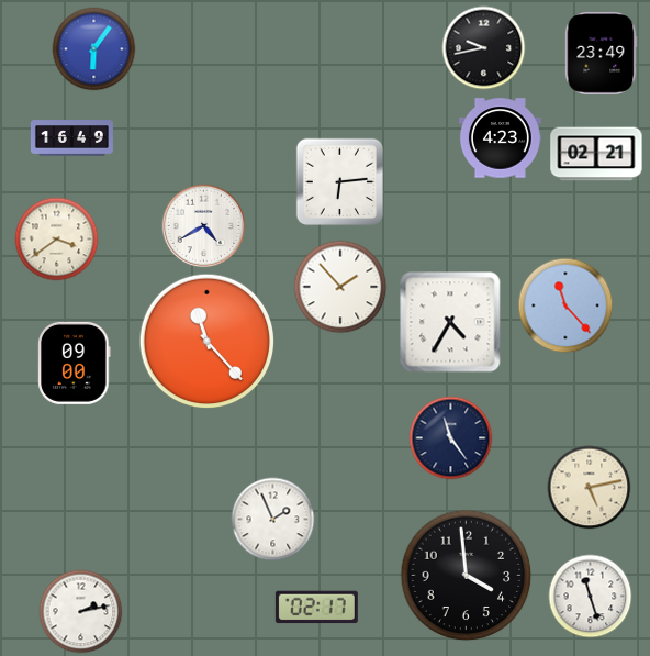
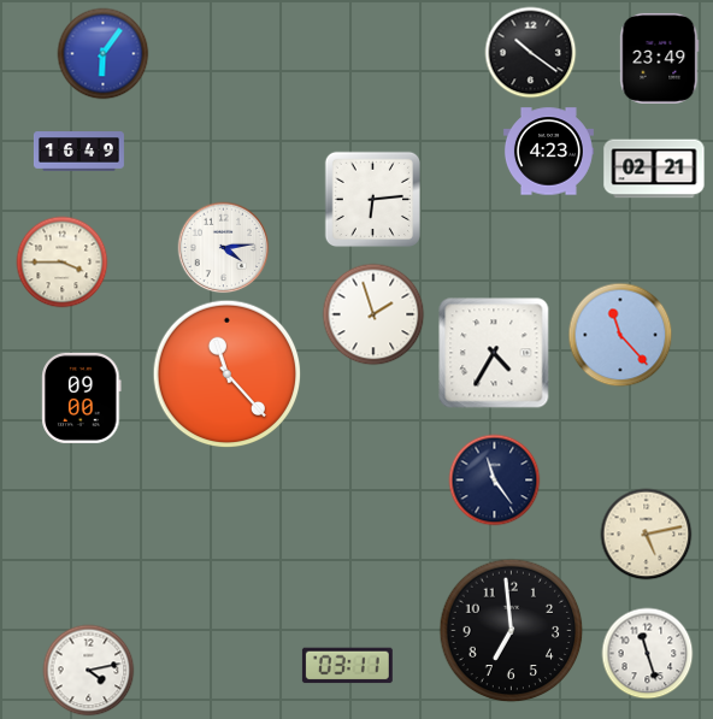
clock at (484, 48): 9:43 -> 10:21
clock at (204, 226): 4:40 -> 4:14
clock at (57, 240): 3:39 -> 3:45
clock at (340, 287): 1:53 -> 1:57
clock at (273, 520): 1:56 -> none
clock at (467, 576): 3:59 -> 6:59
clock at (316, 608): 02:17 -> 03:11
clock at (81, 612): 2:13 -> 4:13
